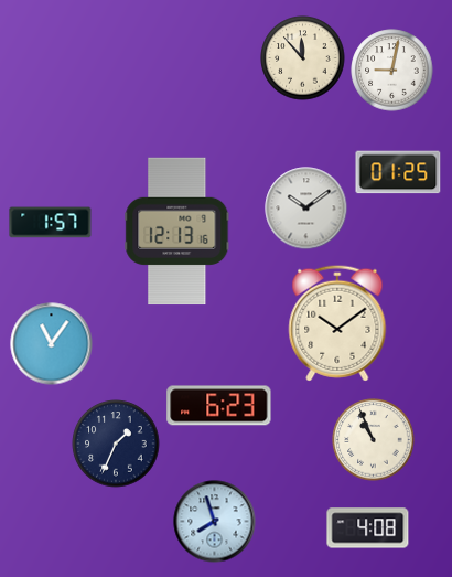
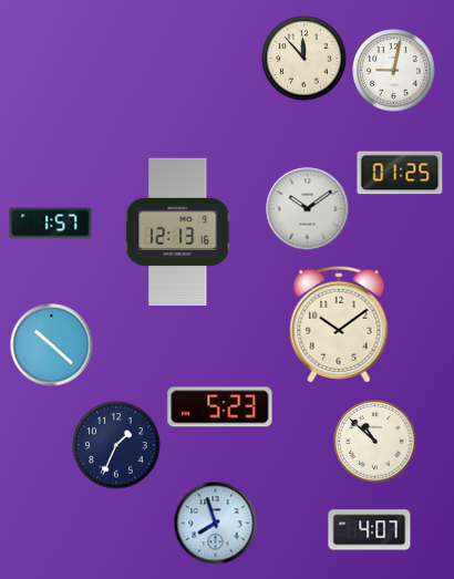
clock at (52, 344): 11:06 -> 10:22
clock at (219, 406): 6:23 -> 5:23
clock at (374, 440): 10:56 -> 10:52
clock at (368, 528): 4:08 -> 4:07
